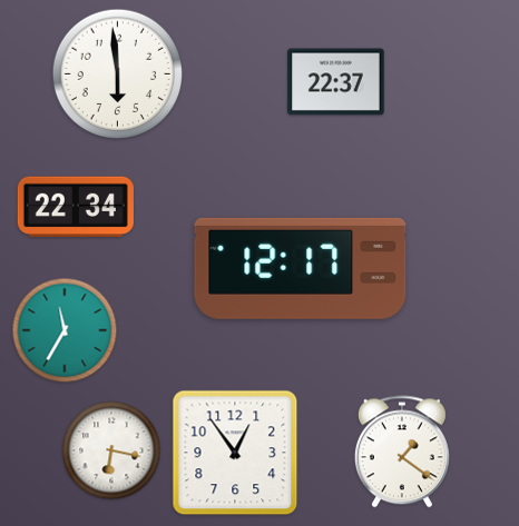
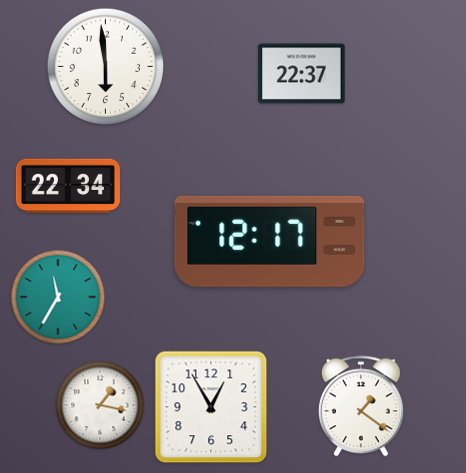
clock at (111, 450): 6:17 -> 1:17
clock at (235, 453): 12:54 -> 12:55
